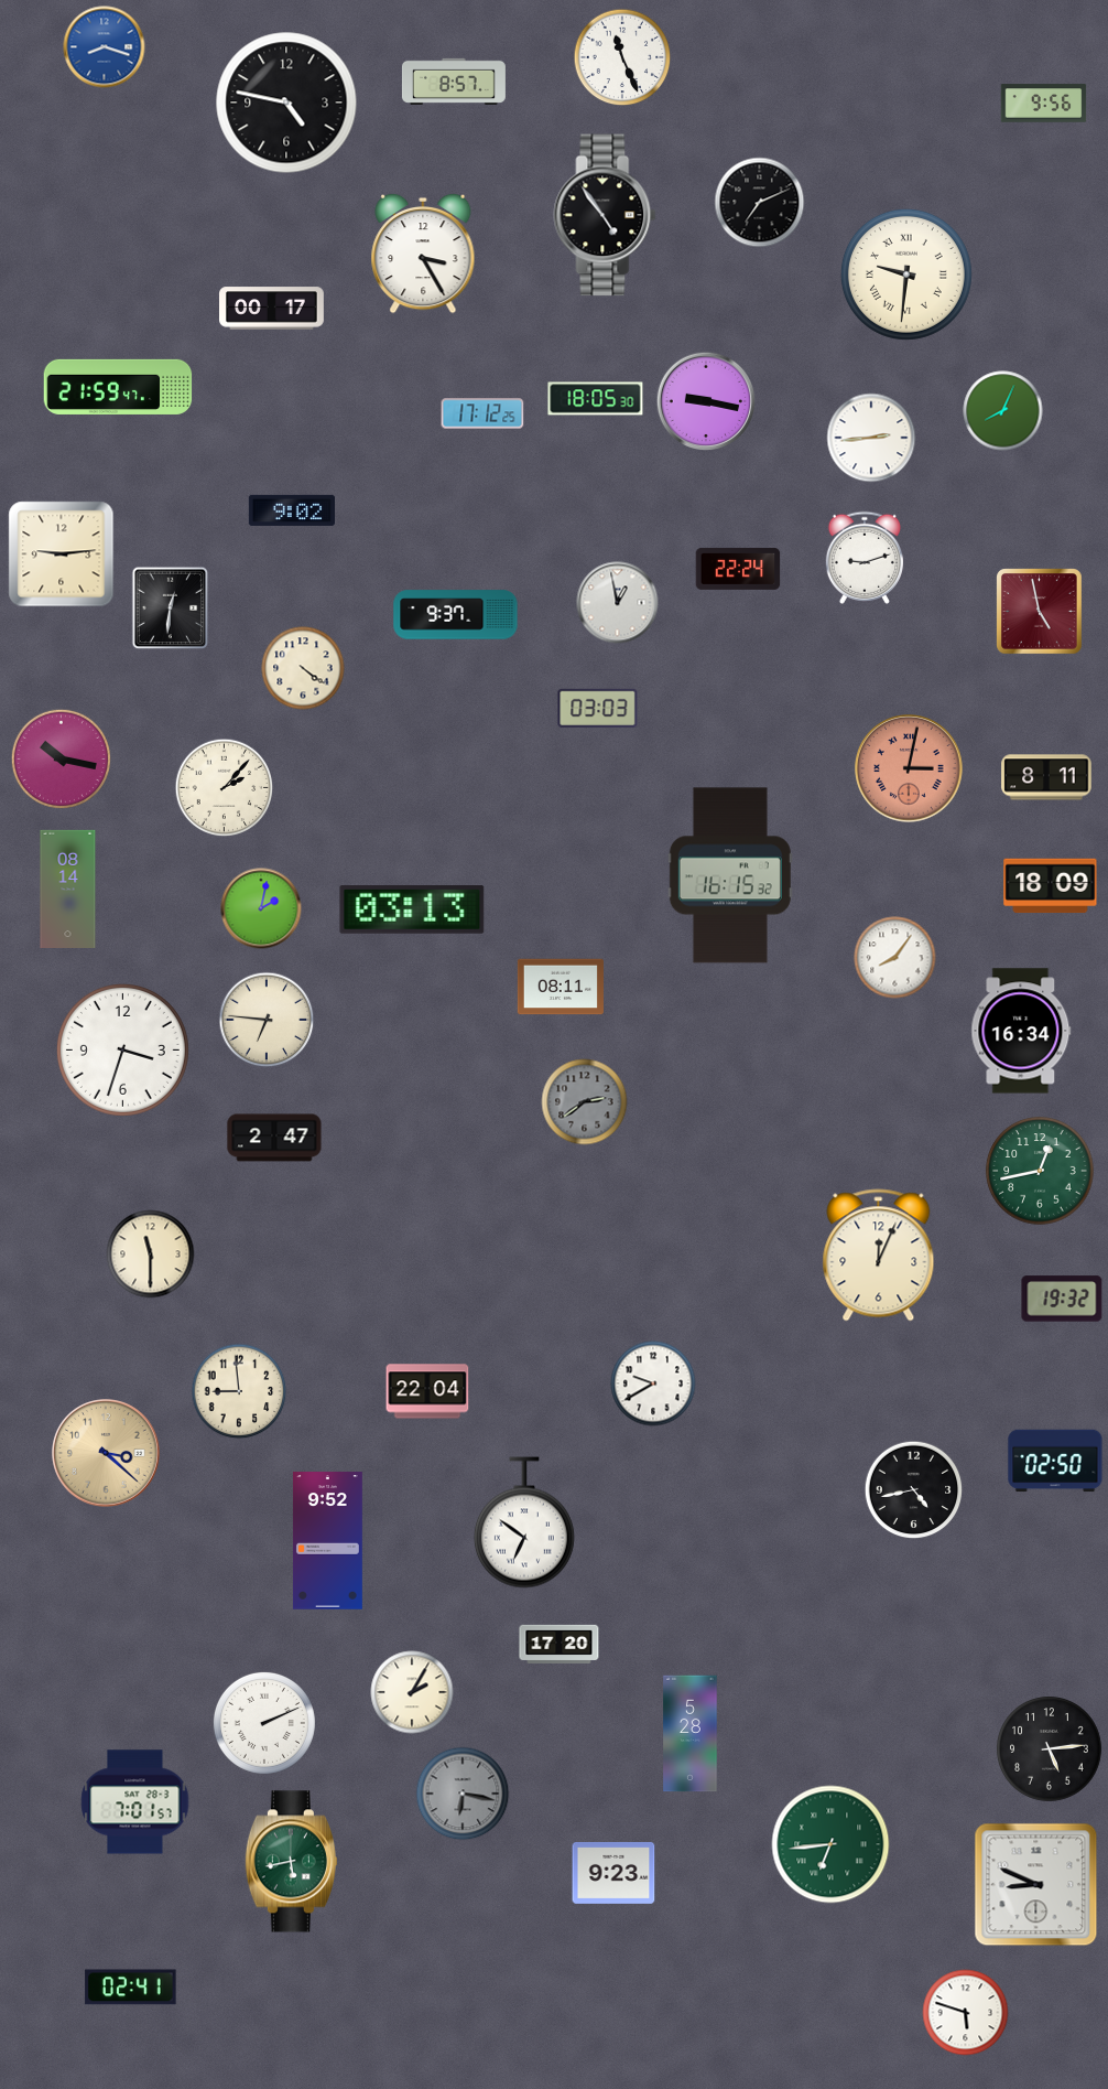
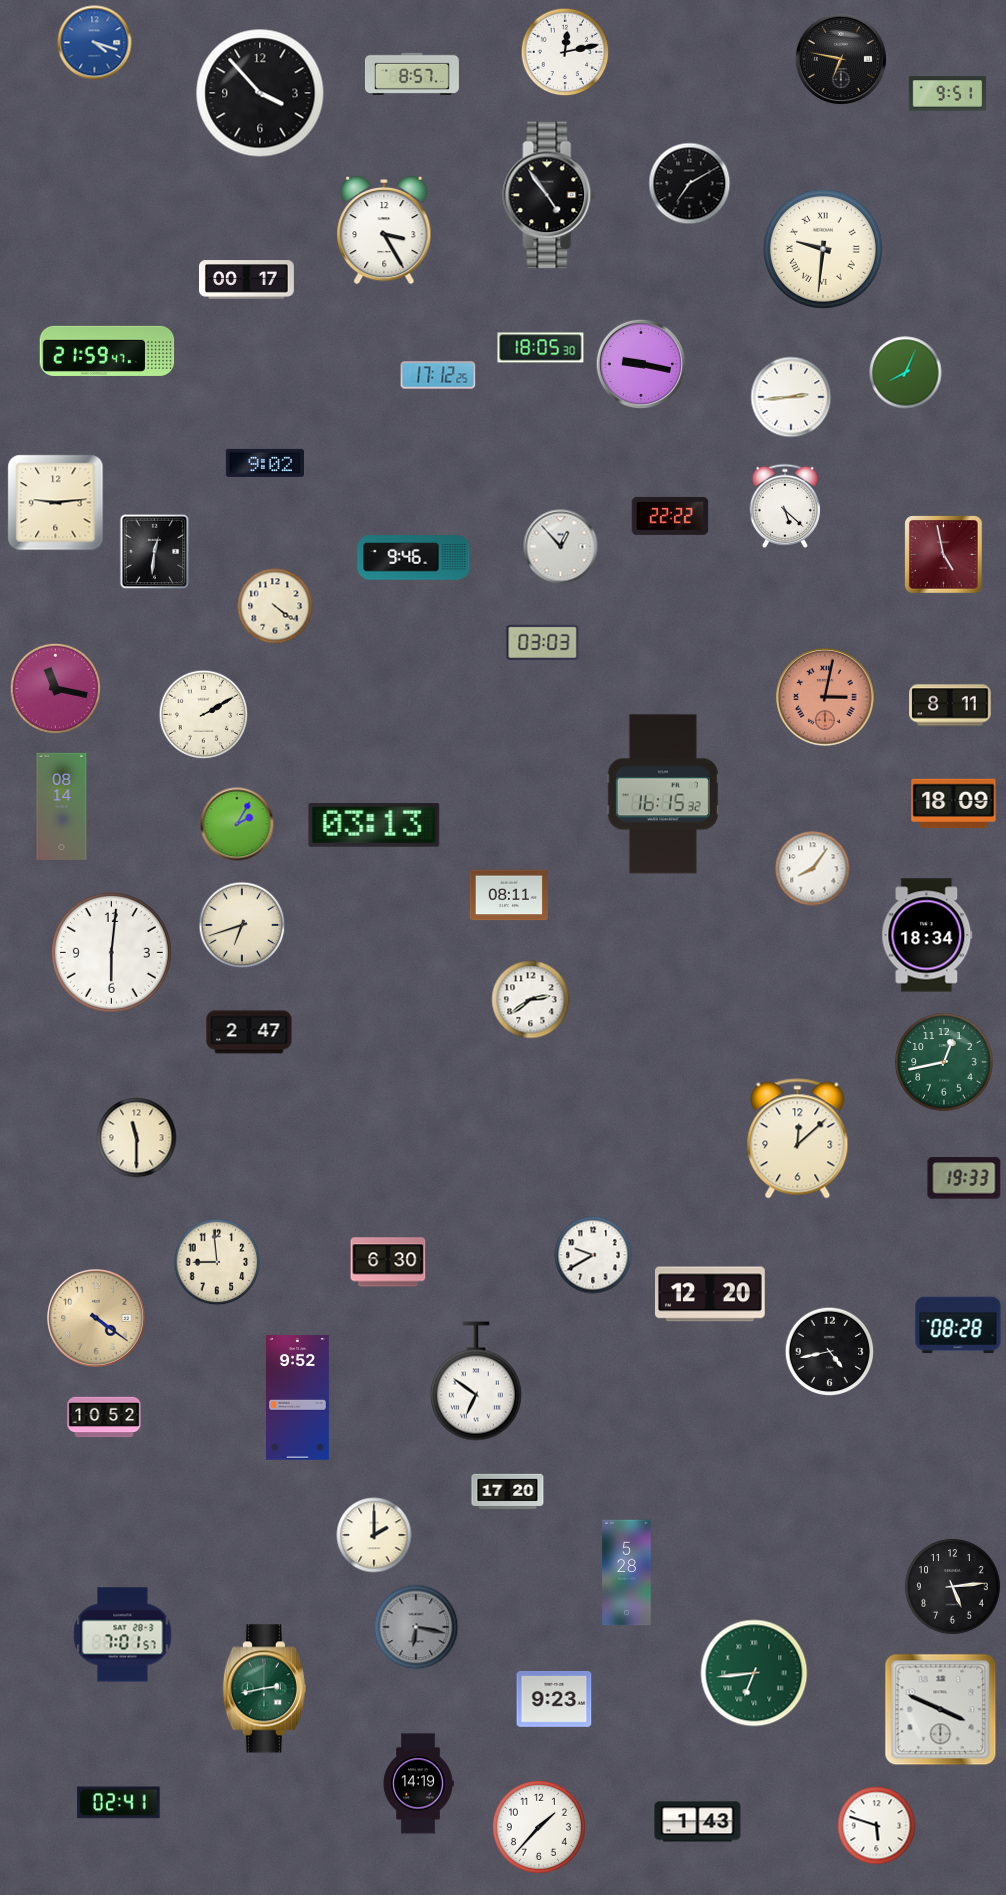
clock at (105, 47): 8:18 -> 4:18
clock at (622, 57): 11:26 -> 12:13
clock at (841, 59): none -> 6:47
clock at (286, 103): 4:47 -> 3:53
clock at (1044, 104): 9:56 -> 9:51
clock at (760, 203): 7:11 -> 7:10
clock at (596, 399) position: (596, 399) -> (541, 348)
clock at (1003, 411) position: (1003, 411) -> (906, 373)
clock at (865, 558): 9:12 -> 5:22
clock at (738, 569): 22:24 -> 22:22
clock at (618, 603): 12:58 -> 12:53
clock at (456, 615): 9:37 -> 9:46
clock at (61, 758): 10:17 -> 11:17
clock at (225, 788): 2:07 -> 2:10
clock at (261, 908): 2:02 -> 2:05
clock at (267, 1020): 6:46 -> 6:42
clock at (1021, 1031): 16:34 -> 18:34
clock at (122, 1049): 3:33 -> 6:01
clock at (585, 1102) dial: grey -> white
clock at (879, 1256): 12:04 -> 12:08
clock at (1062, 1299): 19:32 -> 19:33
clock at (427, 1391): 22:04 -> 6:30
clock at (711, 1294): none -> 12:20
clock at (106, 1453): 3:22 -> 4:21
clock at (1055, 1461): 02:50 -> 08:28
clock at (104, 1417): none -> 10:52
clock at (412, 1692): 2:05 -> 2:00
clock at (264, 1723): 2:11 -> none
clock at (463, 1794) position: (463, 1794) -> (416, 1627)
clock at (291, 1862): 5:43 -> 2:43
clock at (613, 1873) position: (613, 1873) -> (554, 1699)
clock at (1036, 1885): 8:49 -> 3:49
clock at (418, 1784): none -> 14:19
clock at (698, 1822): none -> 1:43
clock at (539, 1827): none -> 1:37
